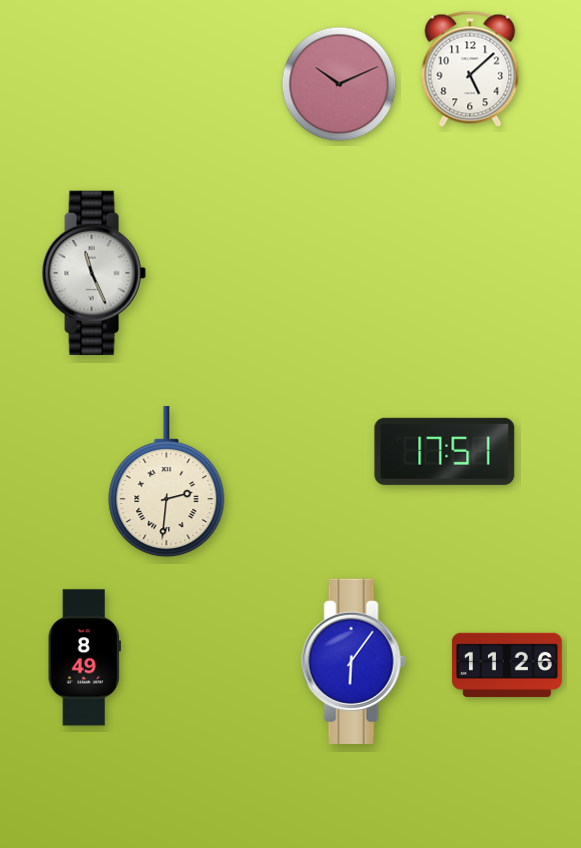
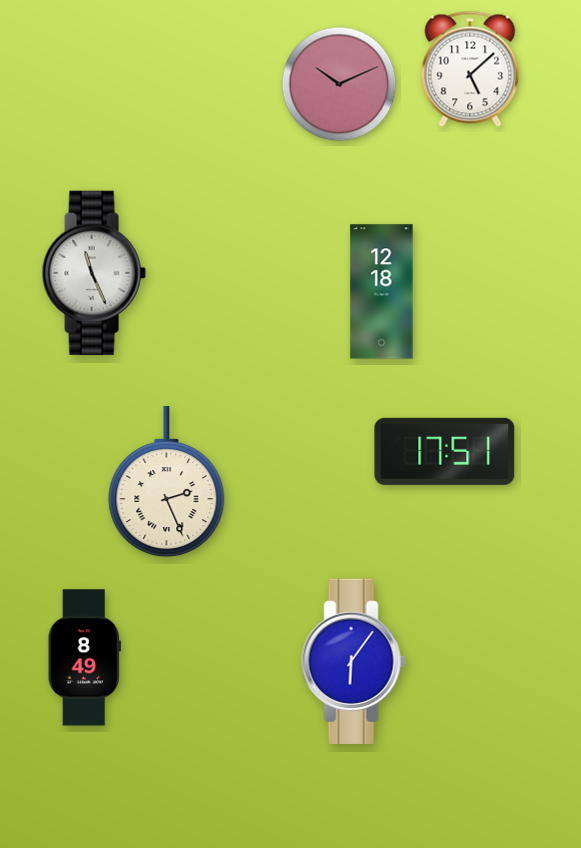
clock at (382, 292): none -> 12:18
clock at (167, 483): 2:31 -> 2:26
clock at (507, 665): 11:26 -> none
